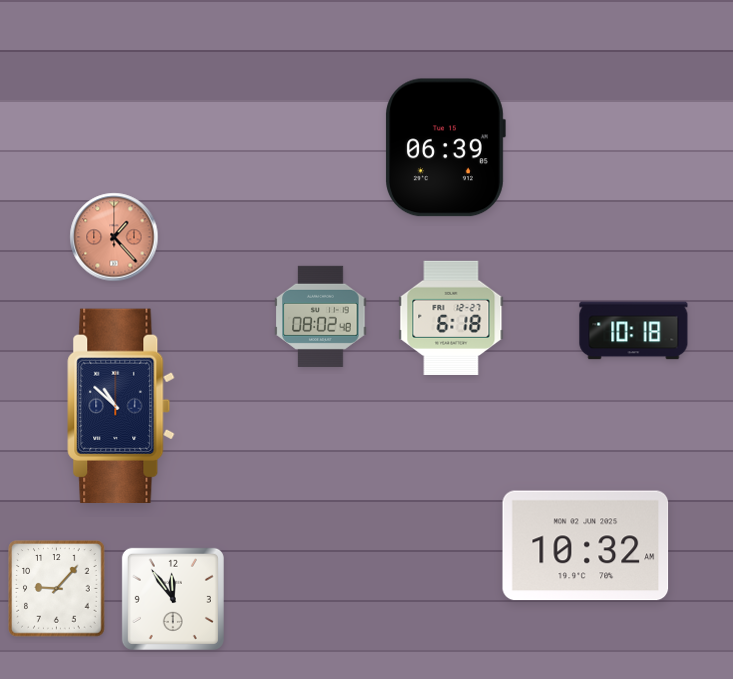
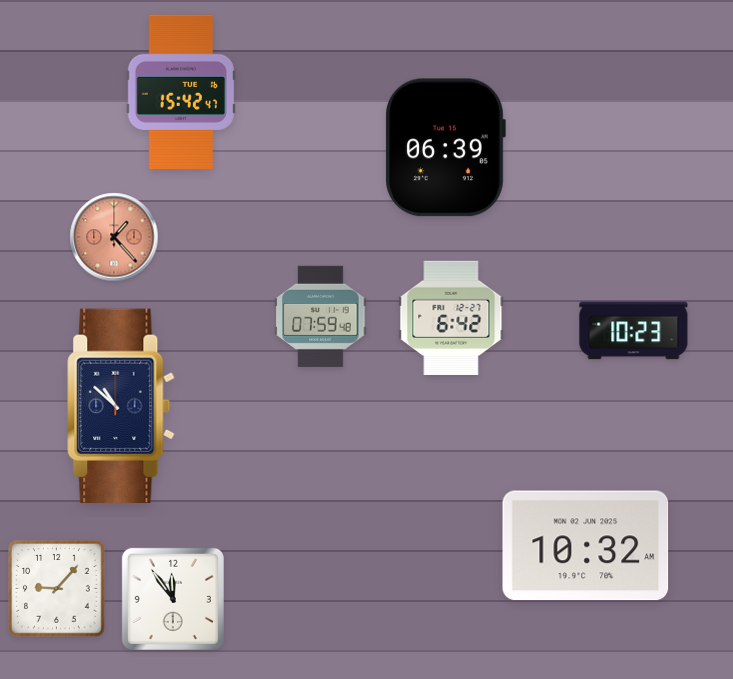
clock at (181, 91): none -> 15:42
clock at (321, 316): 08:02 -> 07:59
clock at (451, 318): 6:18 -> 6:42
clock at (634, 331): 10:18 -> 10:23
